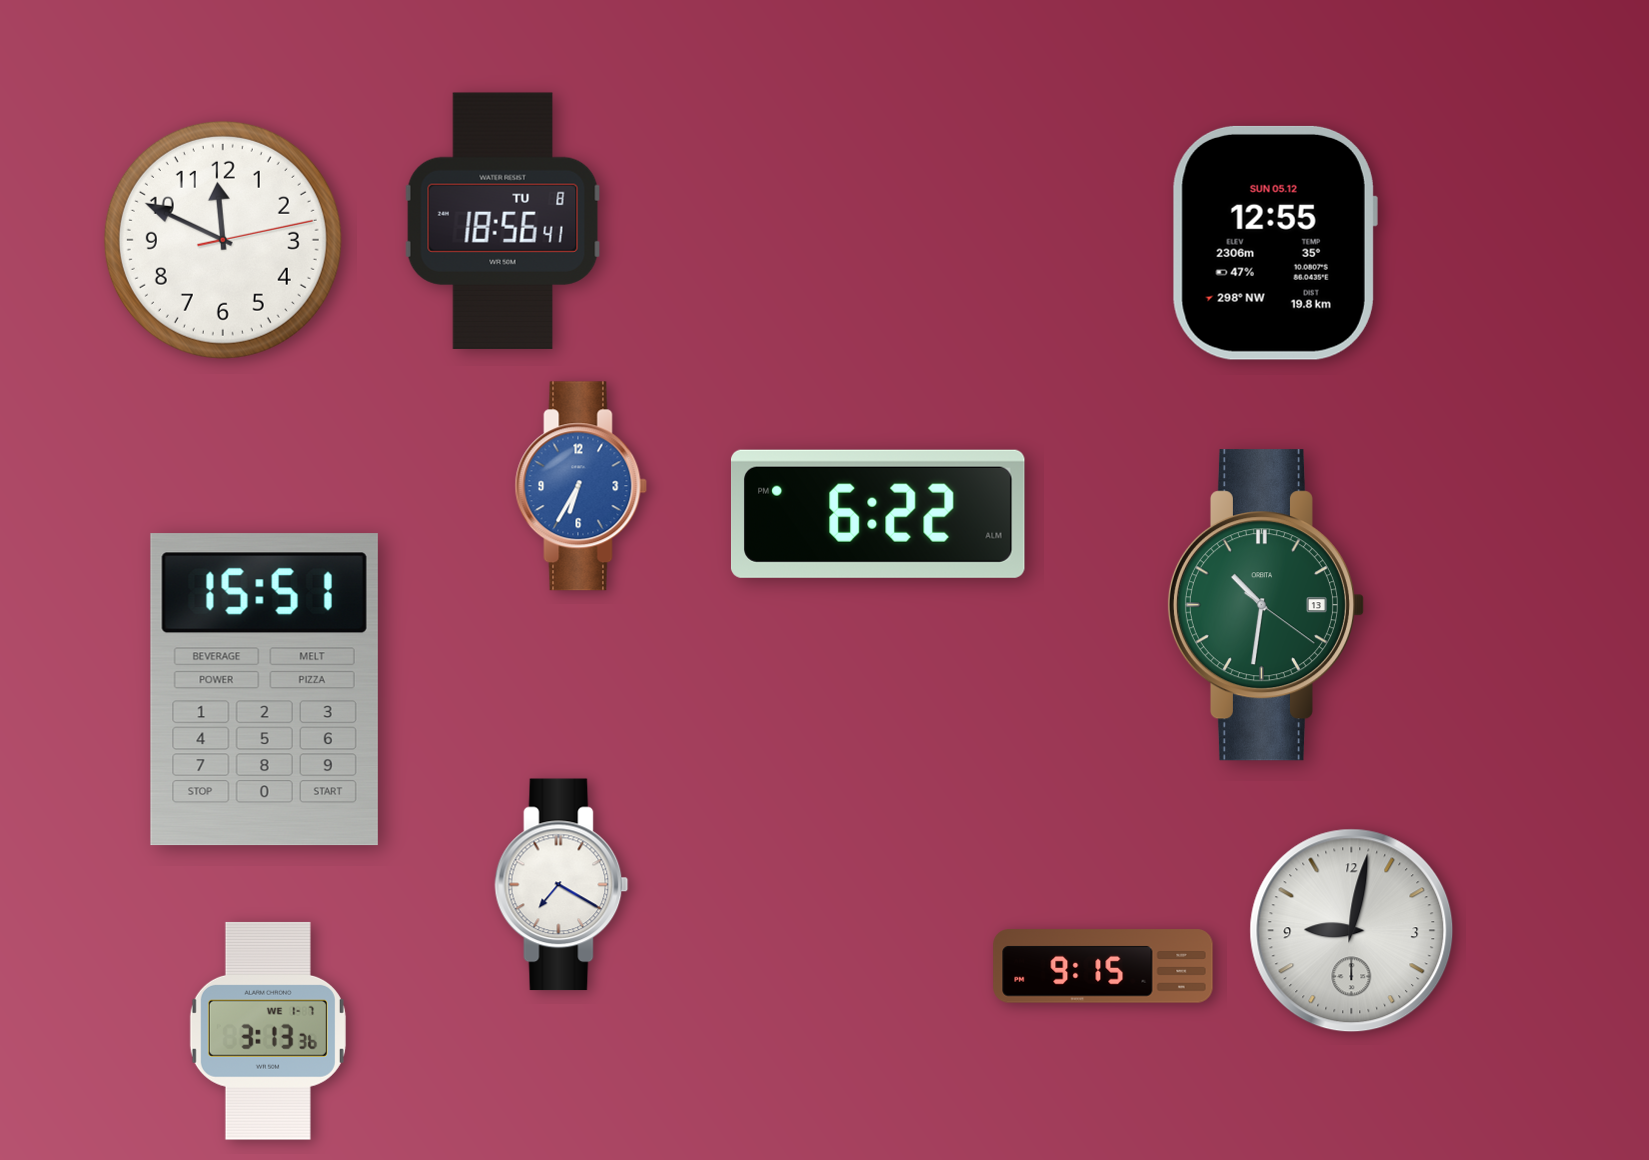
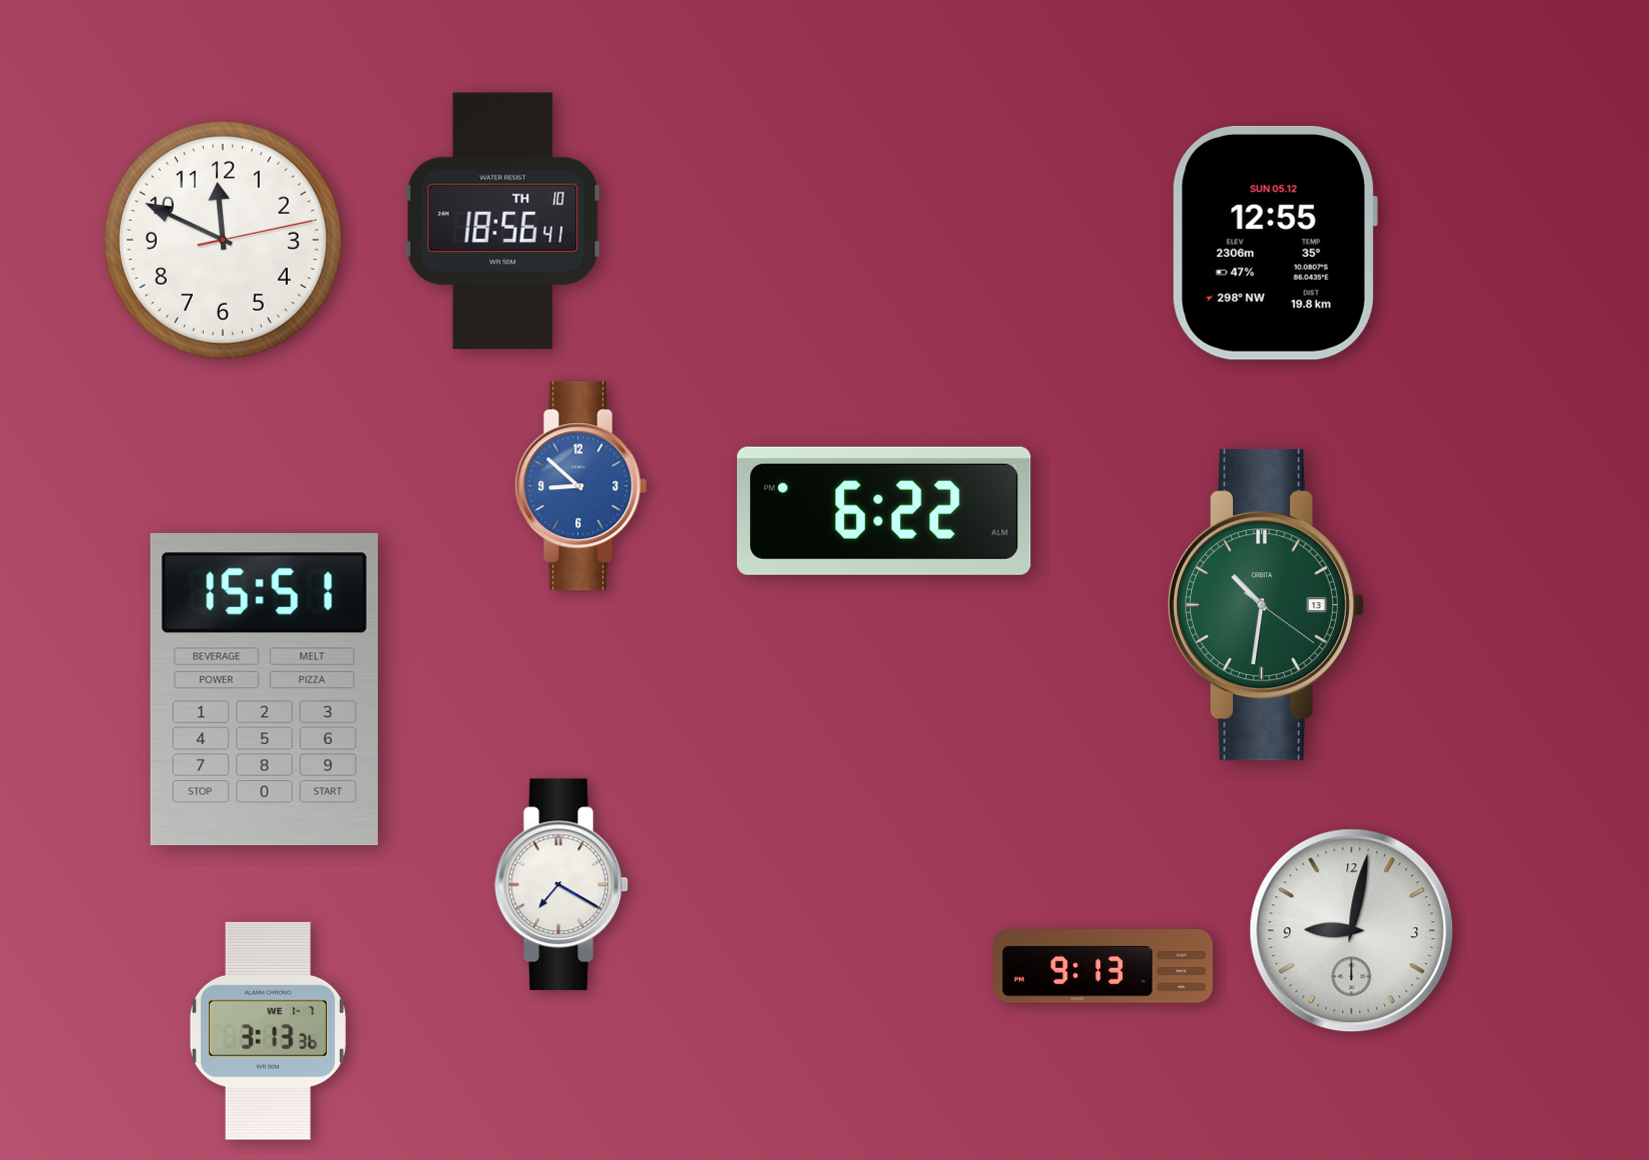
clock at (503, 221) date: TU 8 -> TH 10
clock at (581, 486): 6:35 -> 8:52
clock at (878, 514) position: (878, 514) -> (884, 511)
clock at (1103, 966): 9:15 -> 9:13
